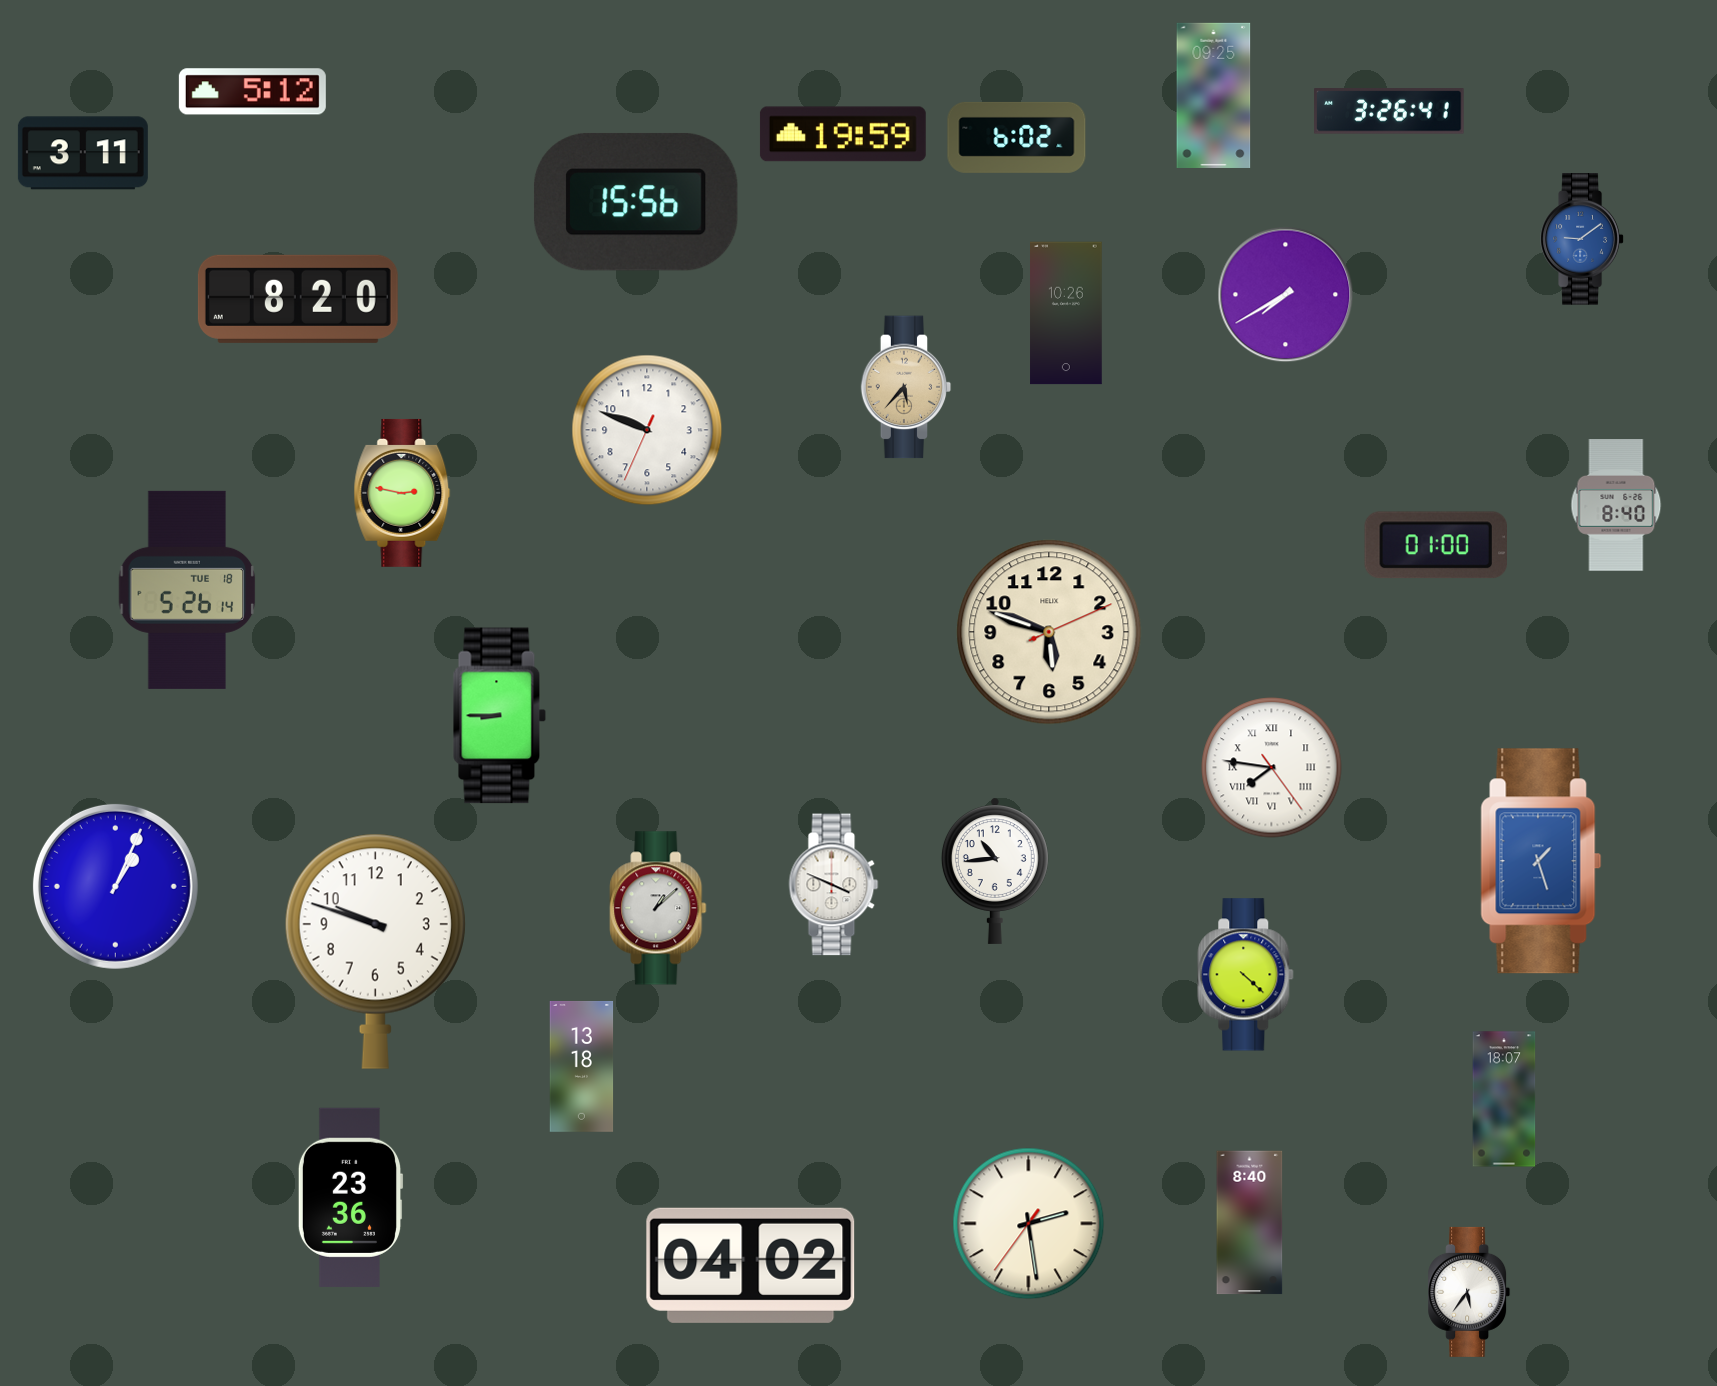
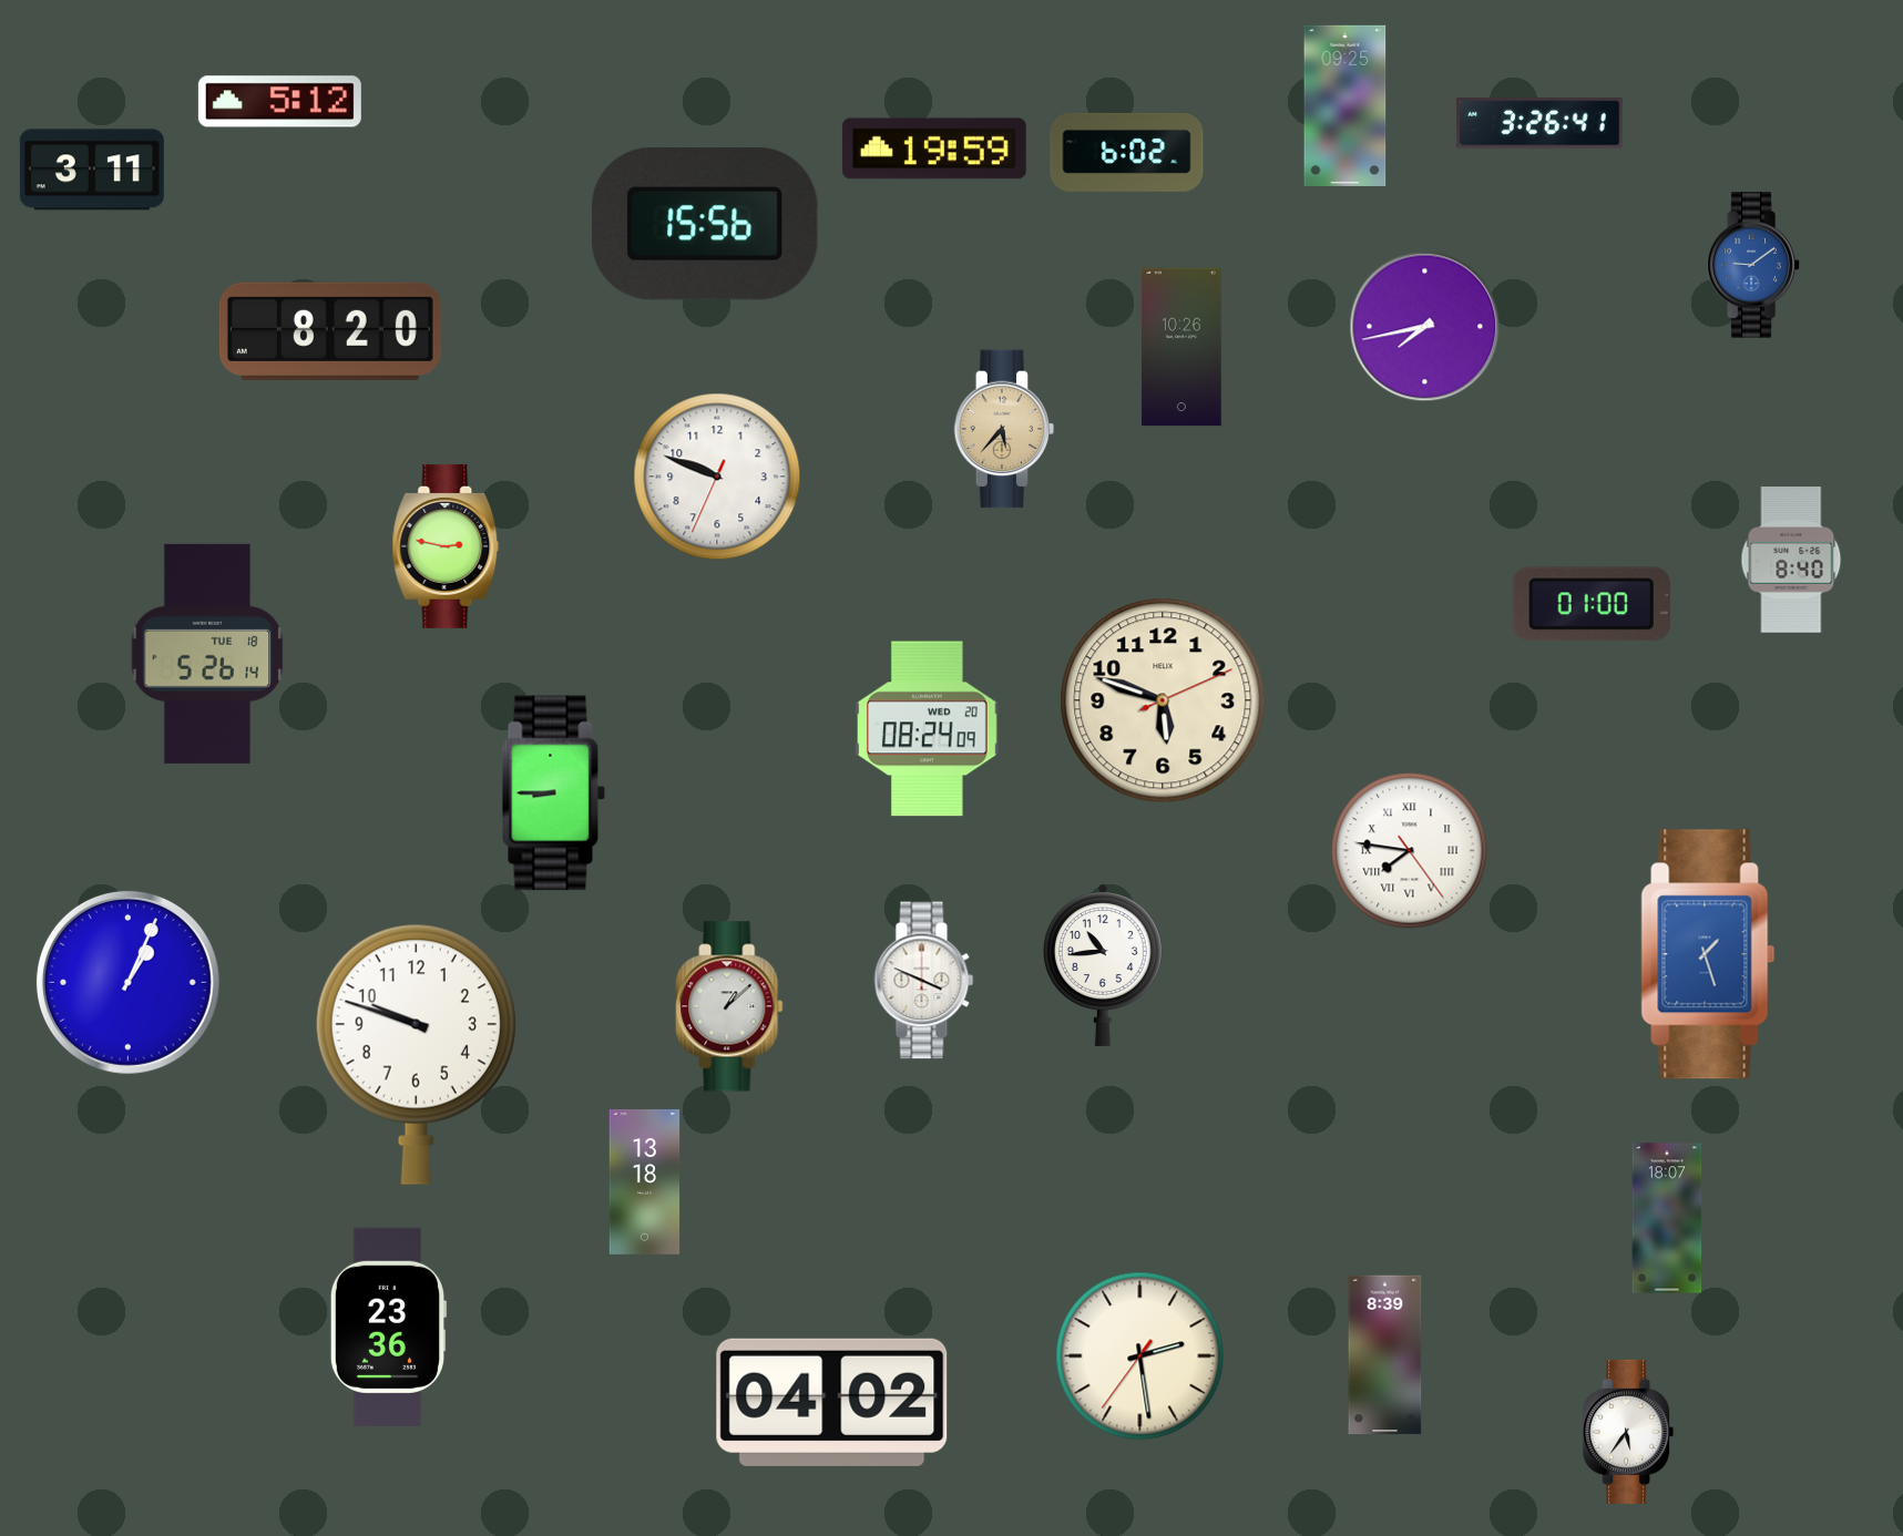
clock at (1286, 295): 7:40 -> 7:43
clock at (928, 729): none -> 08:24
clock at (1246, 975): 4:22 -> none
clock at (1250, 1223): 8:40 -> 8:39
